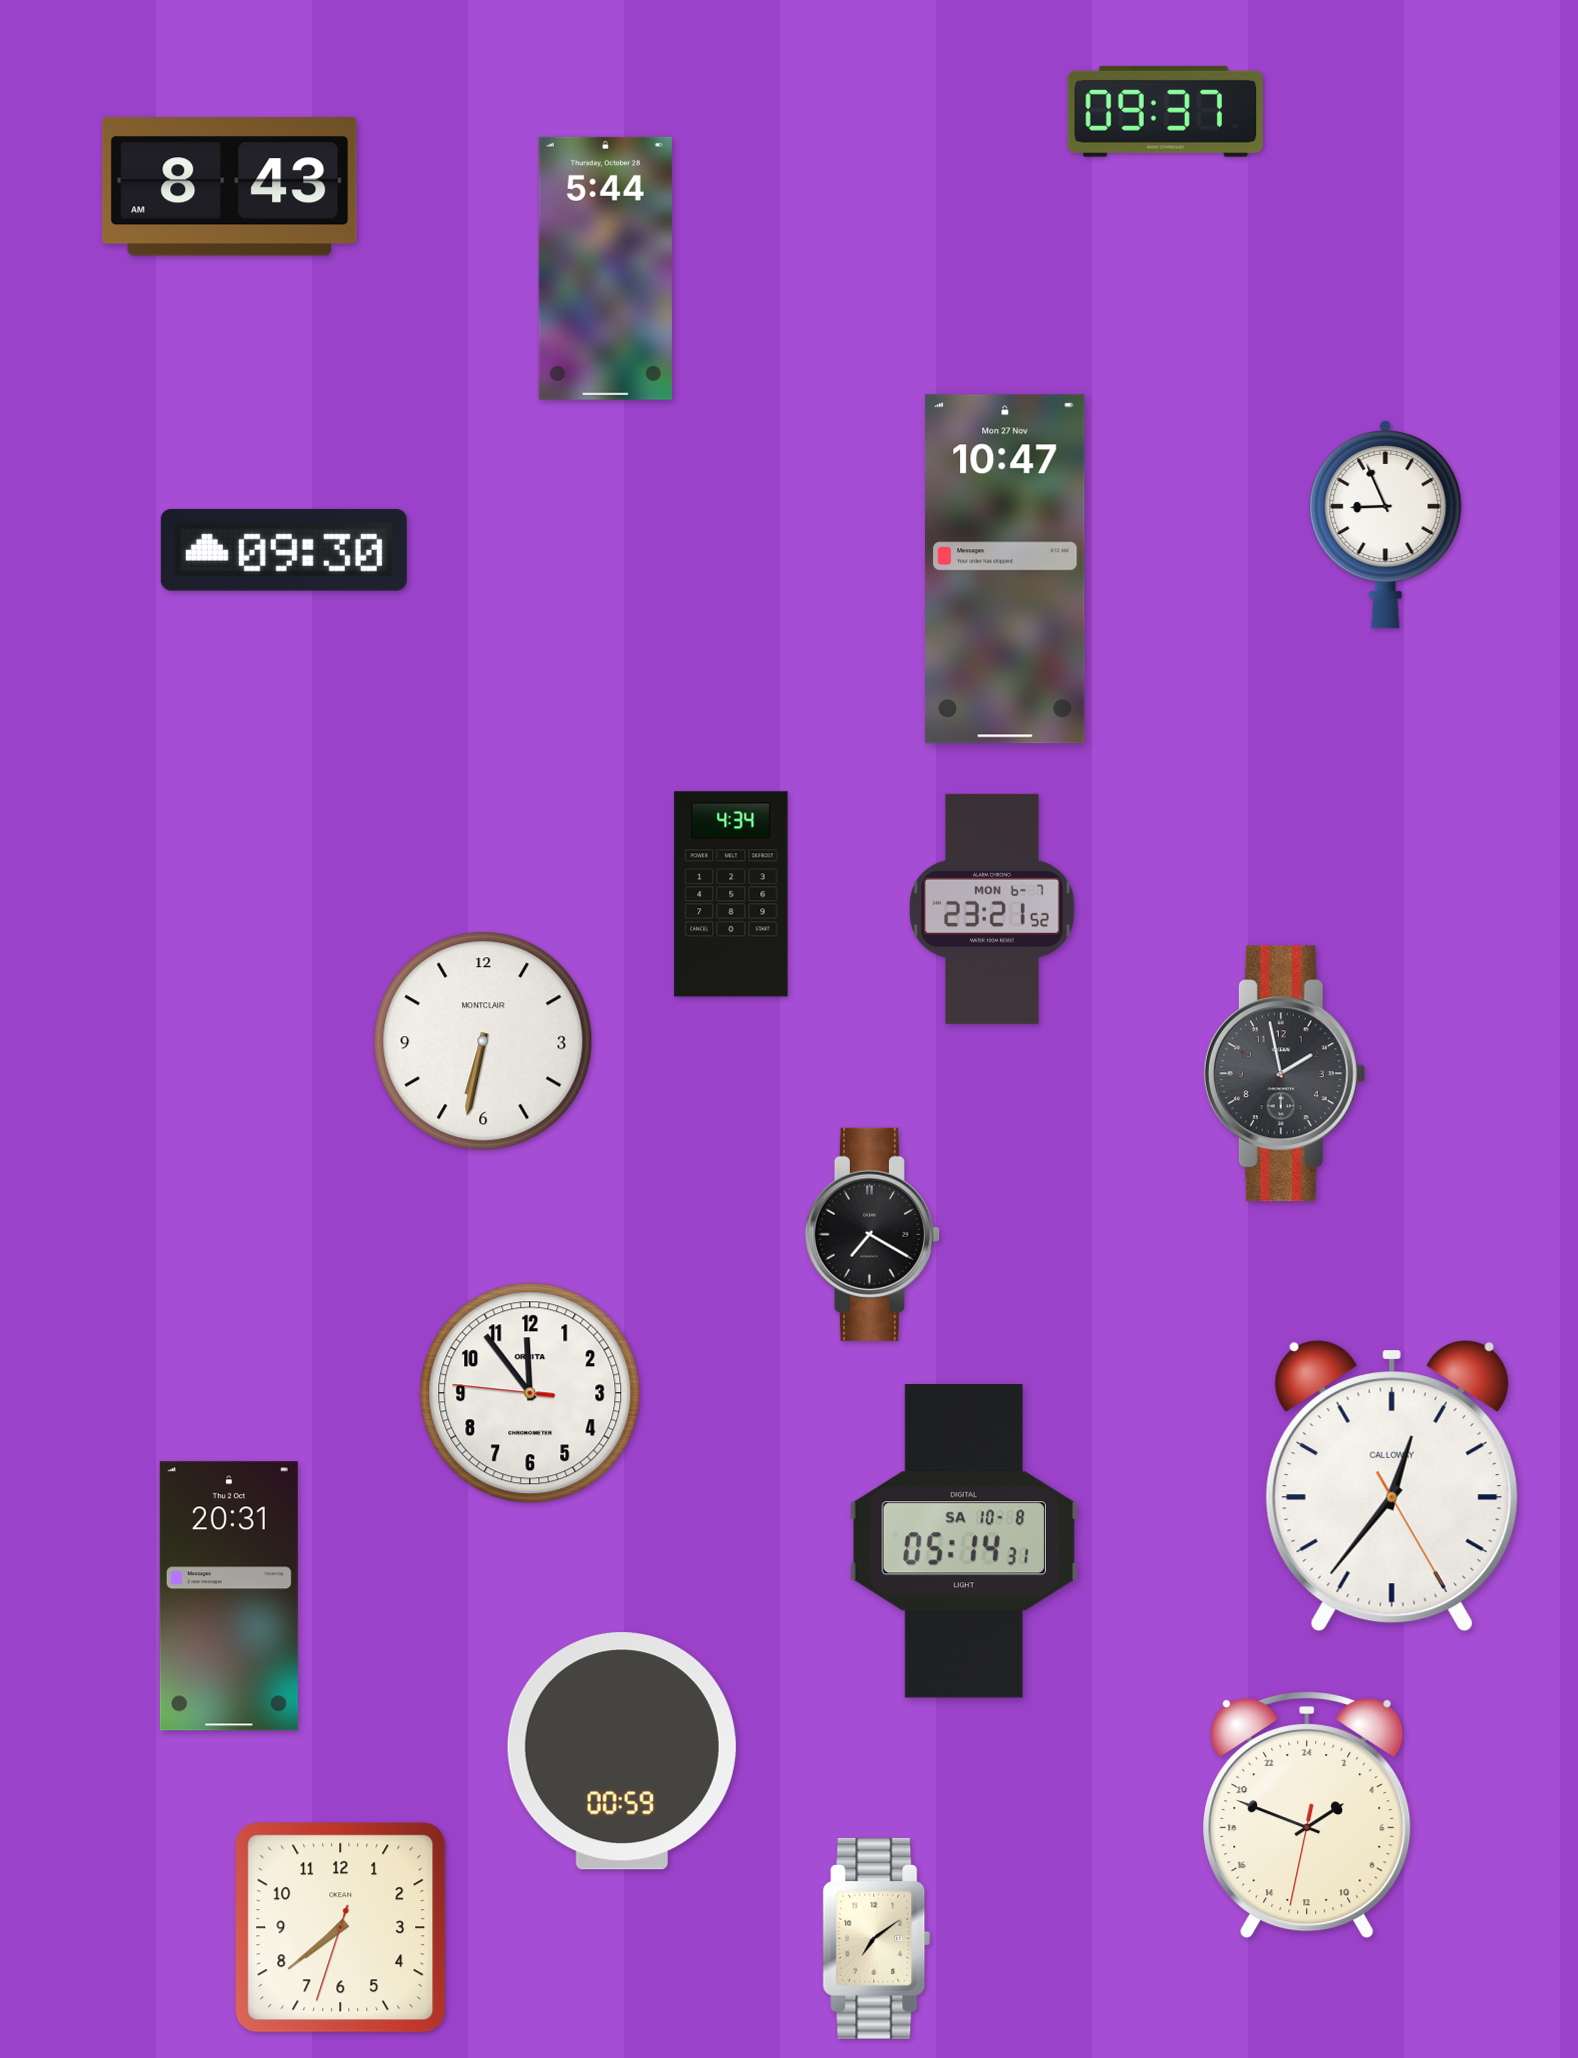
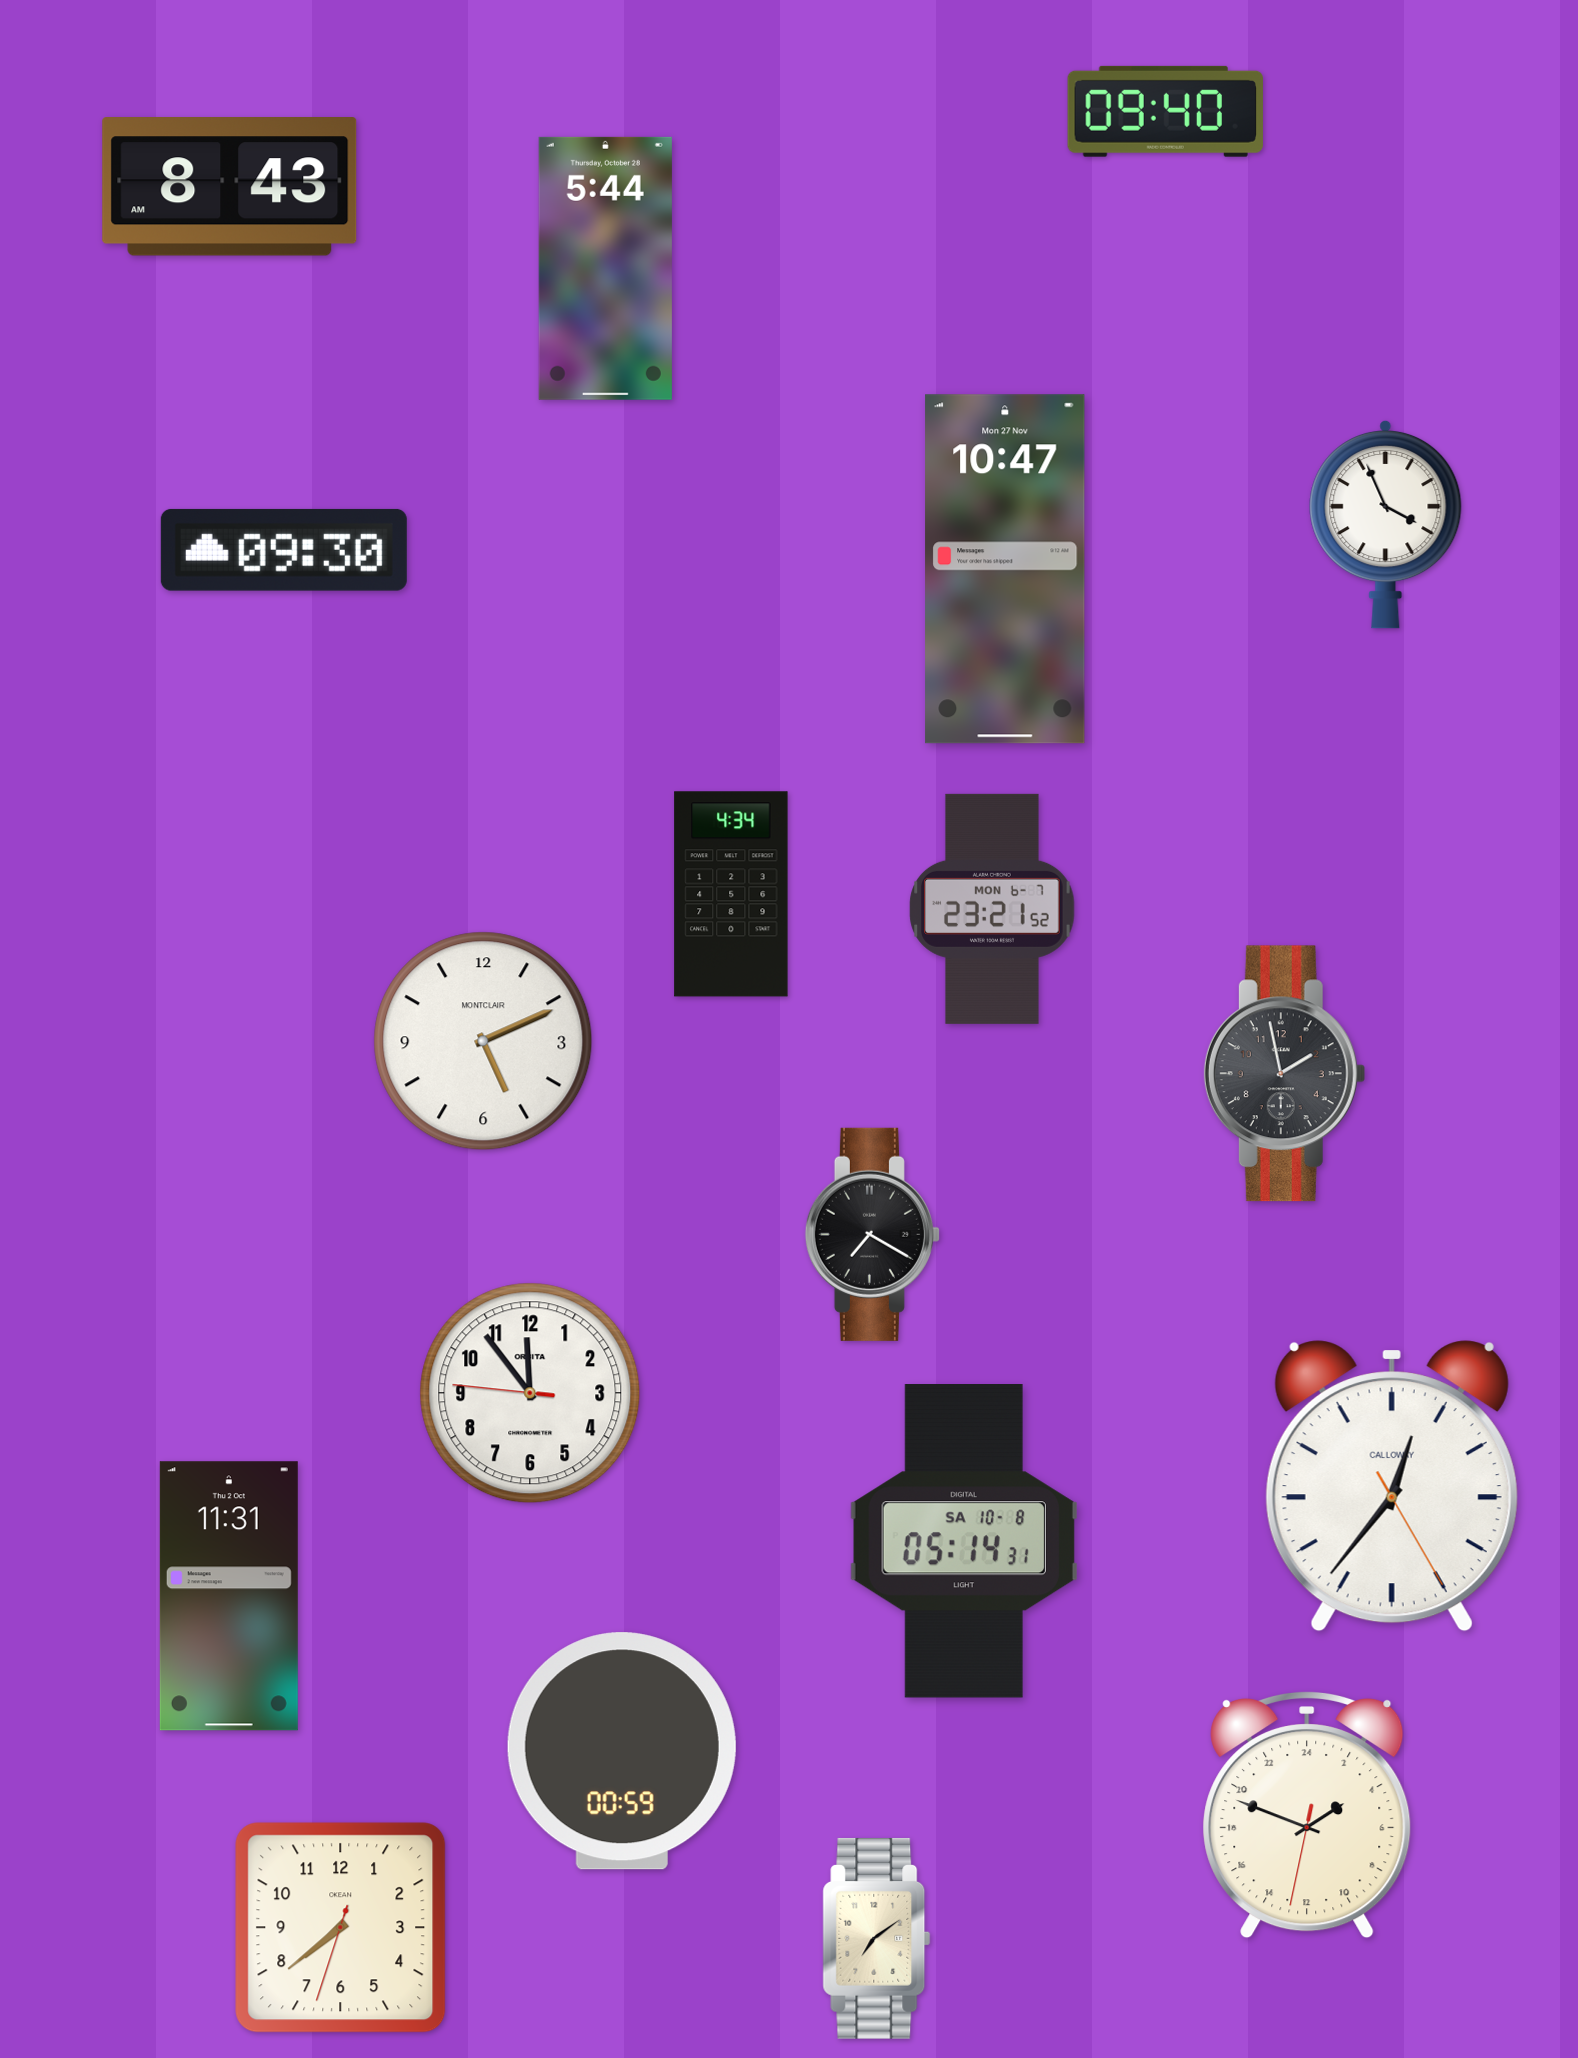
clock at (1165, 111): 09:37 -> 09:40
clock at (1386, 524): 8:56 -> 3:56
clock at (483, 1041): 6:32 -> 5:11
clock at (229, 1596): 20:31 -> 11:31
